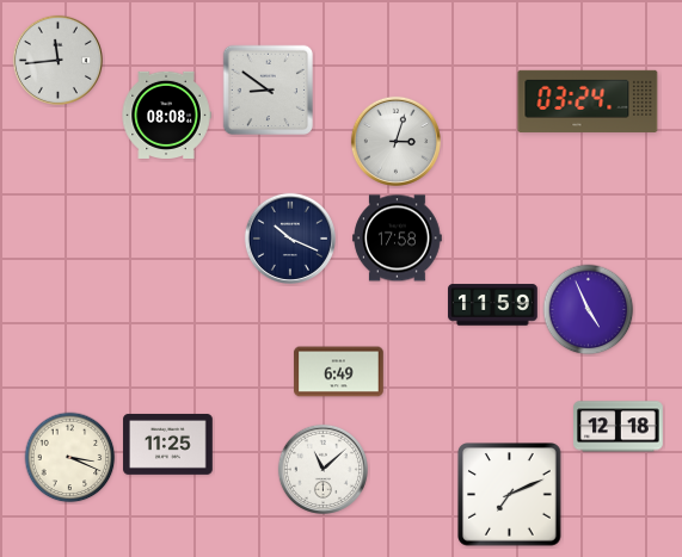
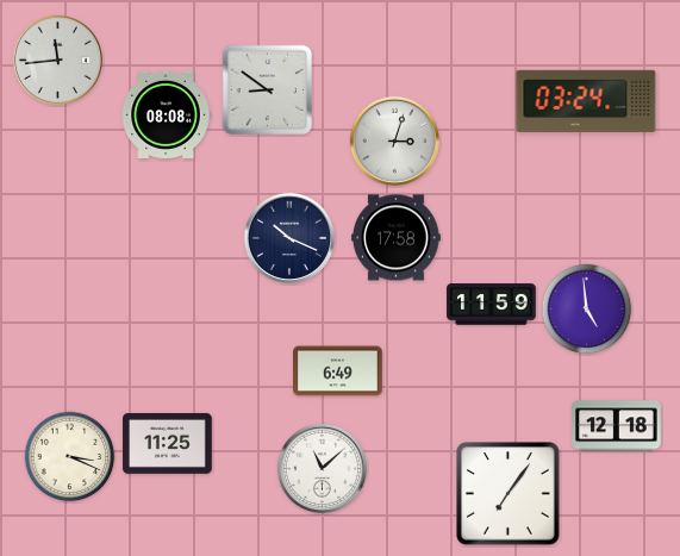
clock at (589, 310): 4:56 -> 4:59
clock at (510, 495): 7:11 -> 7:06
